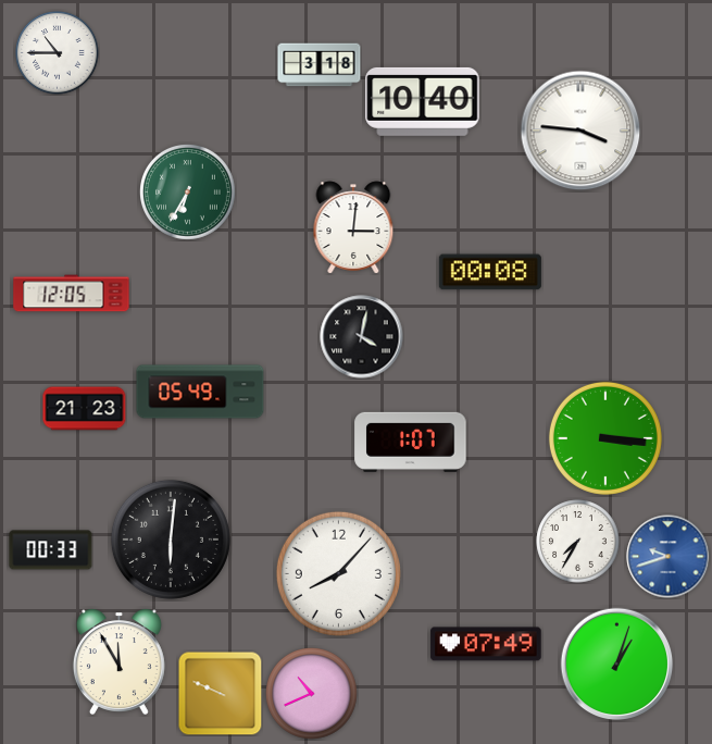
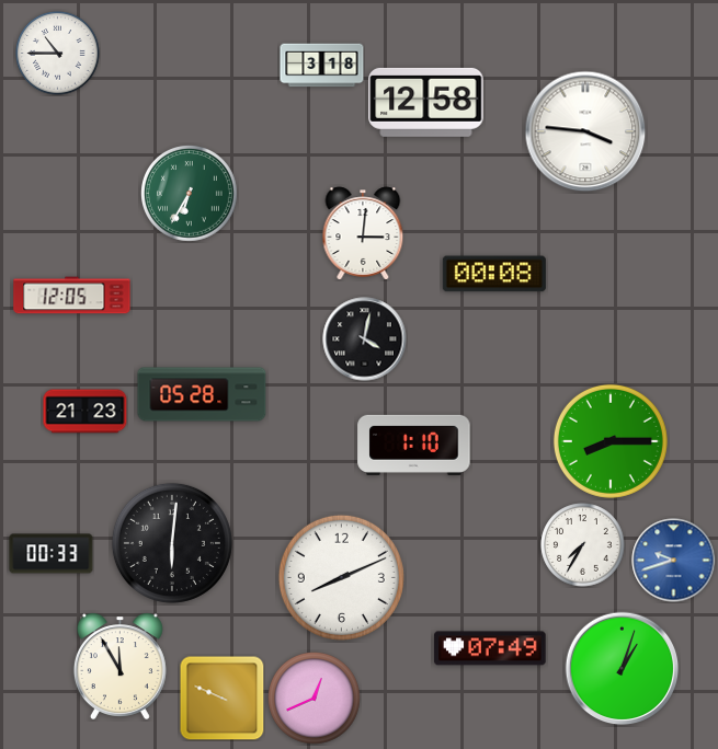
clock at (423, 101): 10:40 -> 12:58
clock at (353, 227) position: (353, 227) -> (363, 233)
clock at (200, 392): 05:49 -> 05:28
clock at (605, 438): 3:16 -> 8:15
clock at (411, 442): 1:07 -> 1:10
clock at (338, 573): 8:07 -> 8:11
clock at (312, 694): 10:41 -> 12:41
